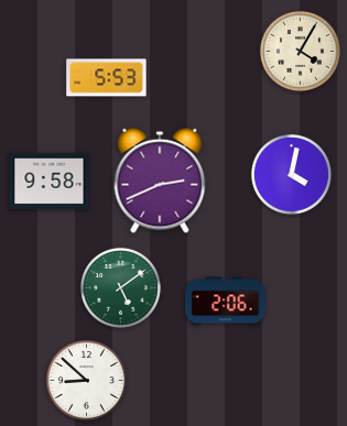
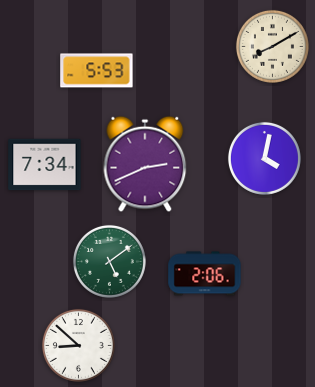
clock at (300, 51): 4:05 -> 8:10
clock at (50, 182): 9:58 -> 7:34
